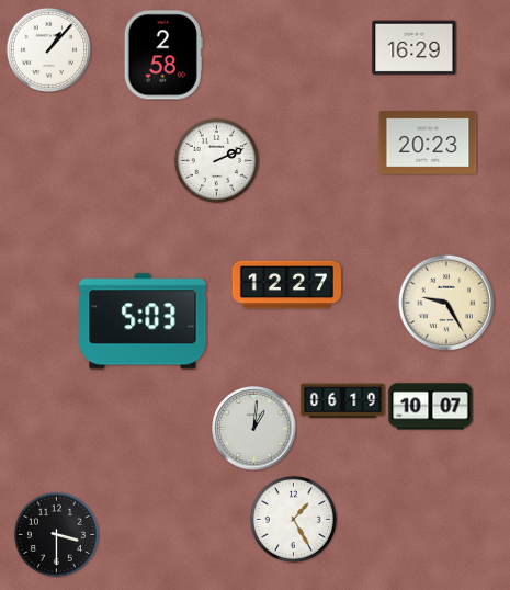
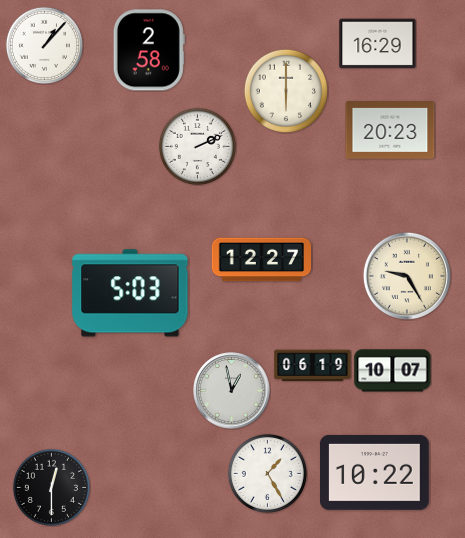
clock at (286, 91): none -> 6:00
clock at (254, 429): 1:01 -> 12:58
clock at (375, 472): none -> 10:22
clock at (56, 534): 3:30 -> 12:30
